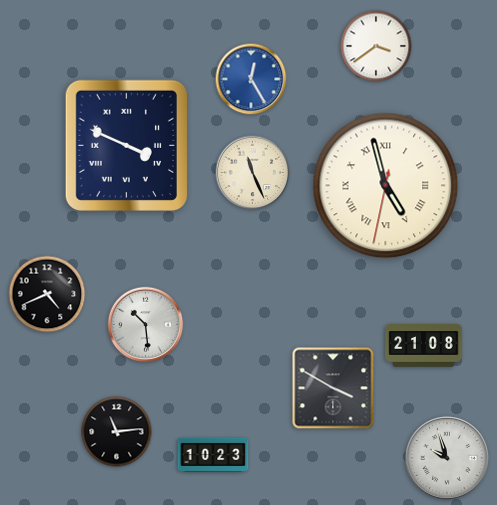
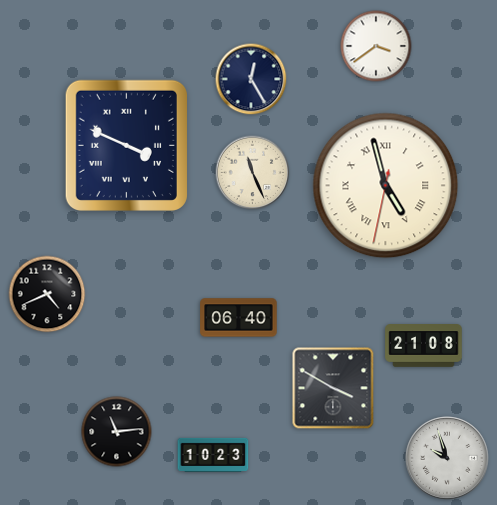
clock at (251, 79) dial: blue -> navy
clock at (239, 318): none -> 06:40
clock at (146, 325): 10:29 -> none
